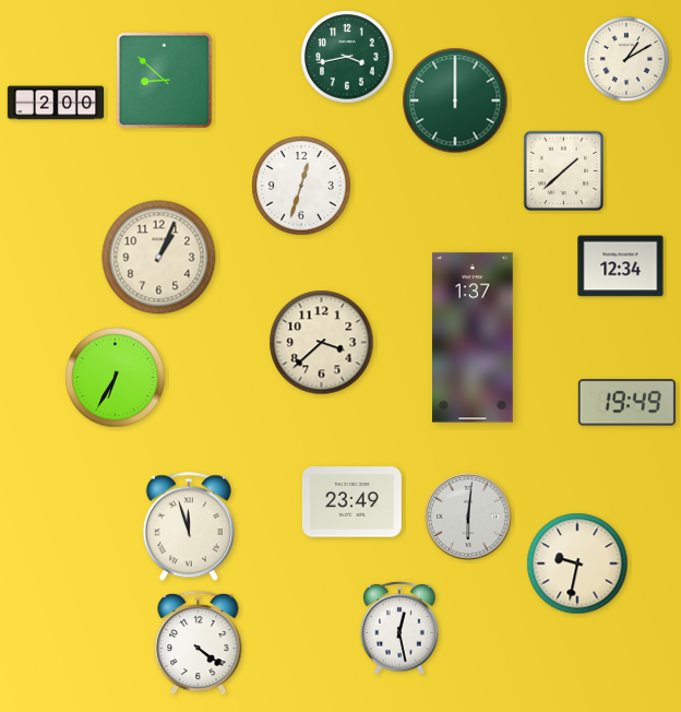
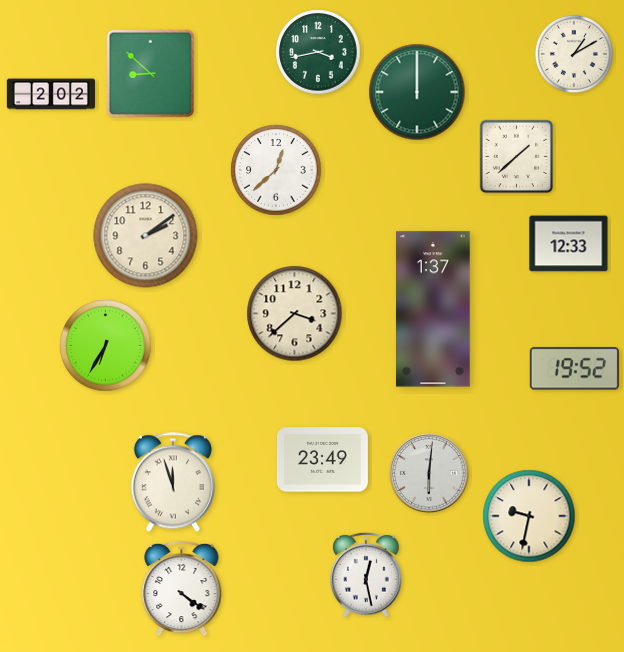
clock at (55, 103): 2:00 -> 2:02
clock at (301, 186): 12:33 -> 12:38
clock at (159, 258): 1:04 -> 2:09
clock at (621, 266): 12:34 -> 12:33
clock at (626, 403): 19:49 -> 19:52
